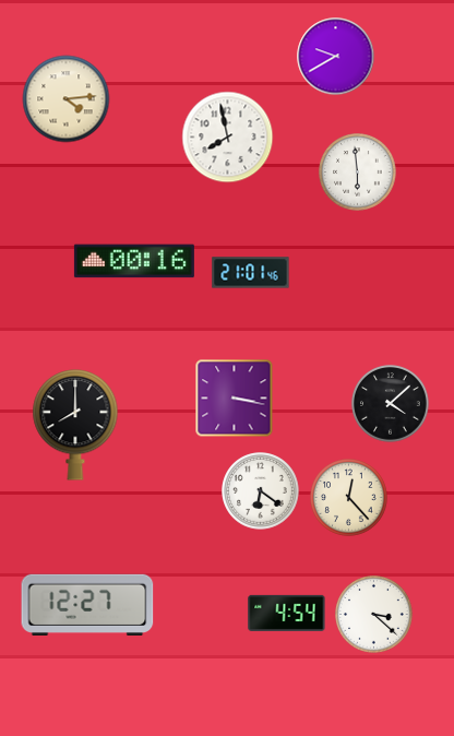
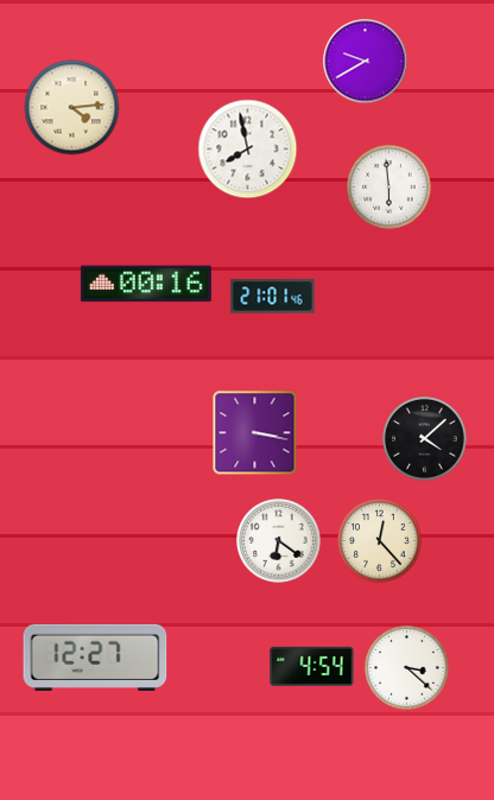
clock at (75, 425): 8:00 -> none
clock at (261, 491) position: (261, 491) -> (279, 541)
